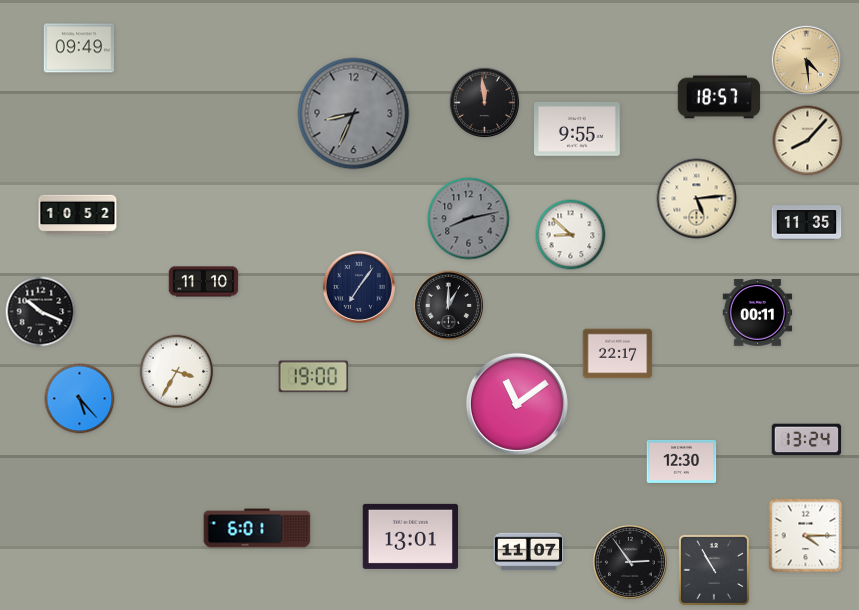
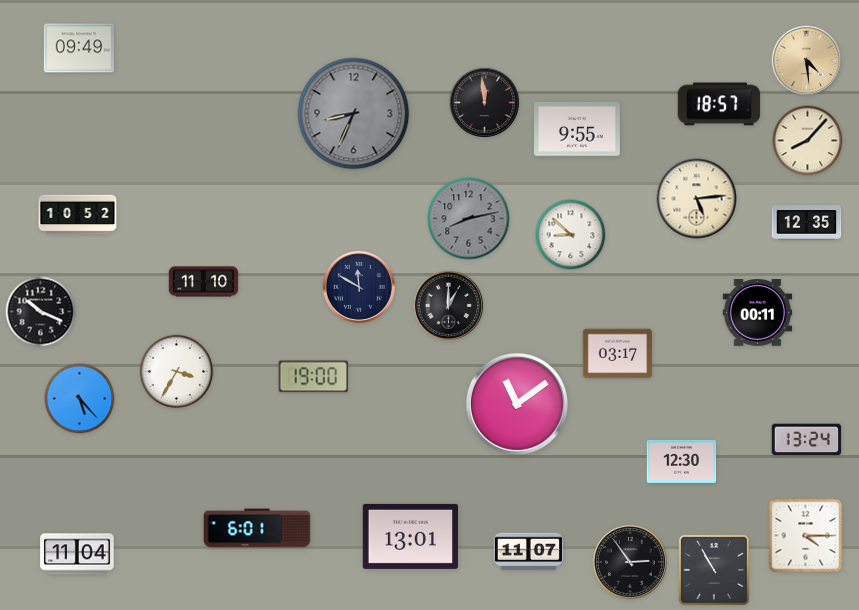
clock at (719, 97) position: (719, 97) -> (719, 104)
clock at (807, 223): 11:35 -> 12:35
clock at (359, 287): 7:06 -> 11:50
clock at (618, 354): 22:17 -> 03:17
clock at (77, 554): none -> 11:04
